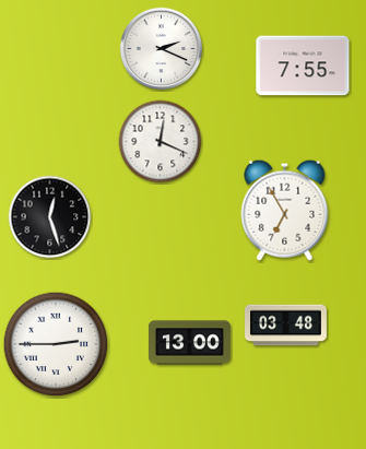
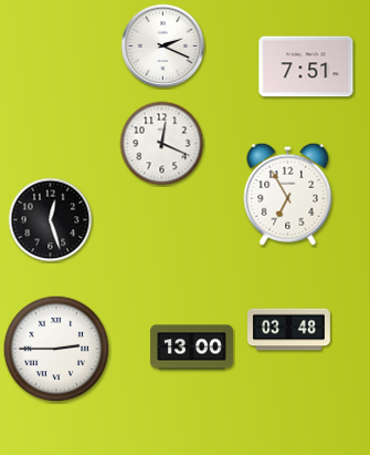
clock at (162, 49) position: (162, 49) -> (163, 46)
clock at (303, 66): 7:55 -> 7:51
clock at (285, 210) position: (285, 210) -> (288, 194)
